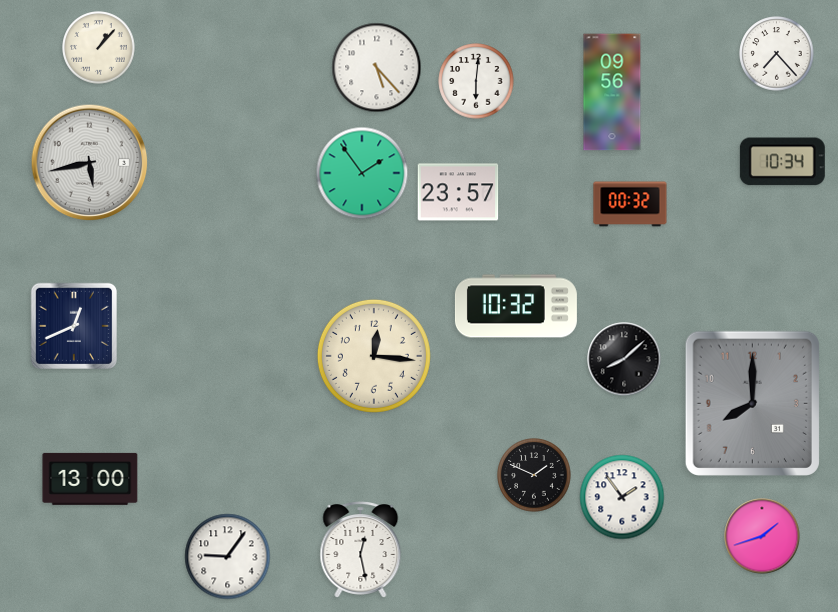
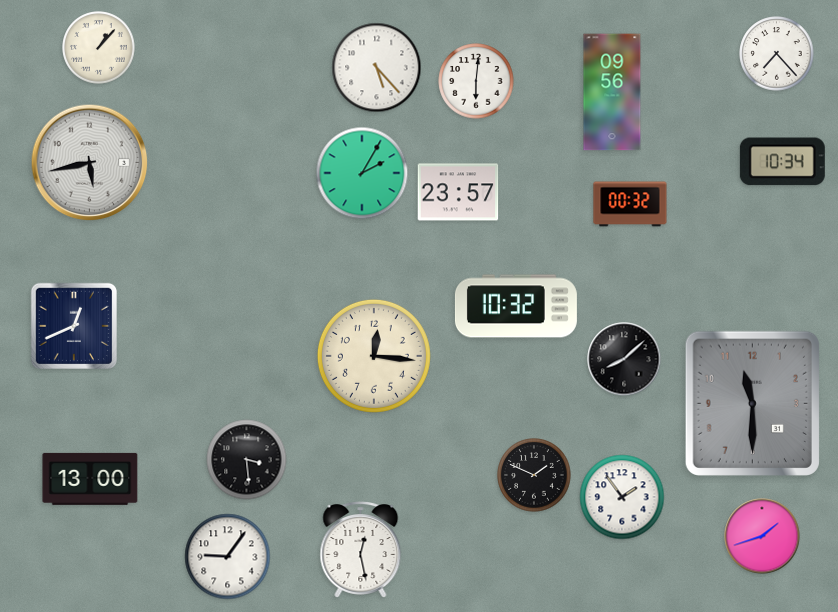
clock at (362, 173): 1:54 -> 2:05
clock at (752, 403): 8:00 -> 11:30
clock at (247, 460): none -> 3:29
